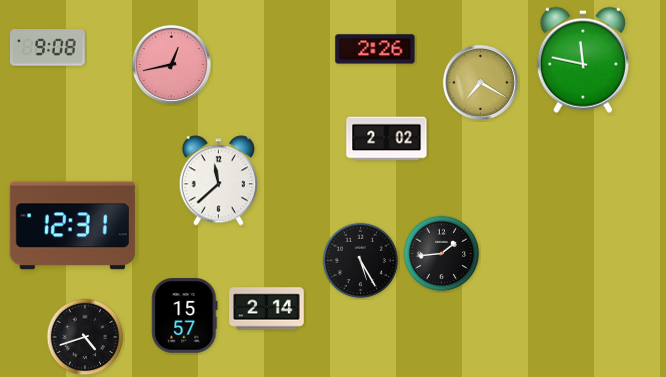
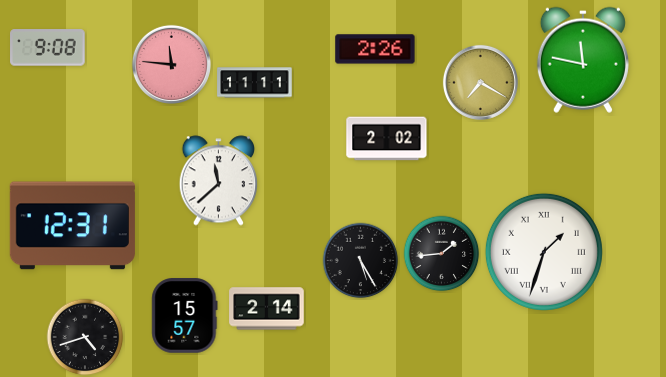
clock at (171, 64): 12:43 -> 11:46
clock at (255, 83): none -> 11:11
clock at (544, 252): none -> 1:33
